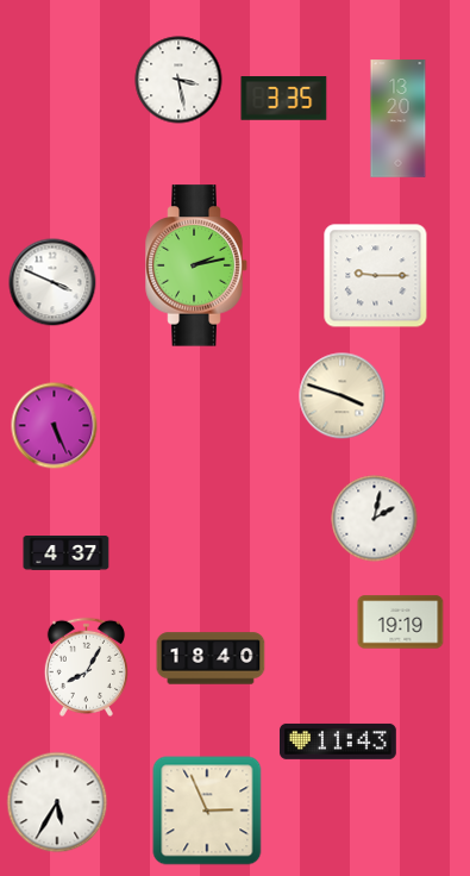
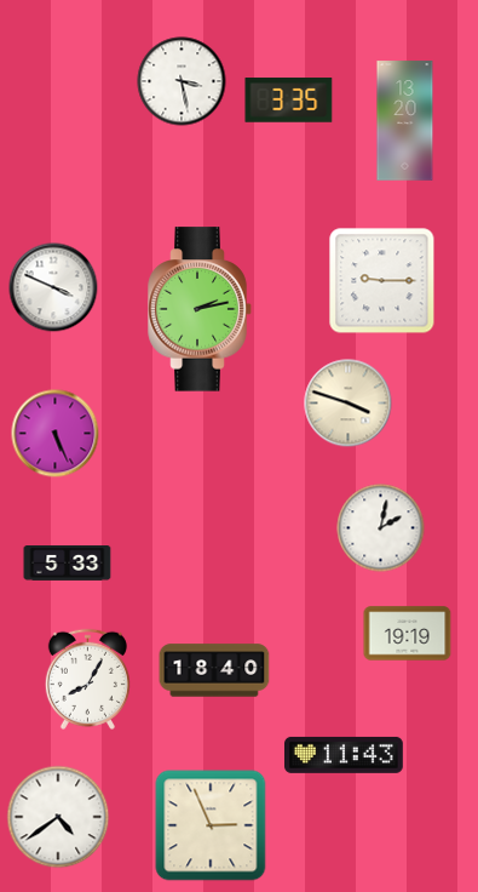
clock at (196, 265) position: (196, 265) -> (200, 309)
clock at (67, 553): 4:37 -> 5:33
clock at (57, 802): 5:35 -> 4:39
